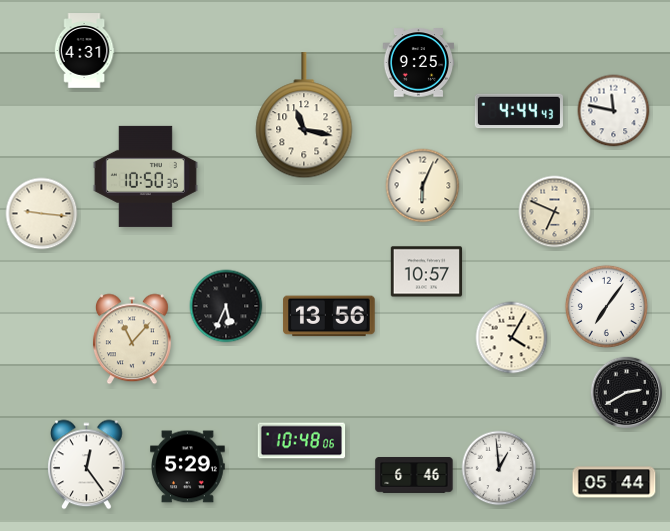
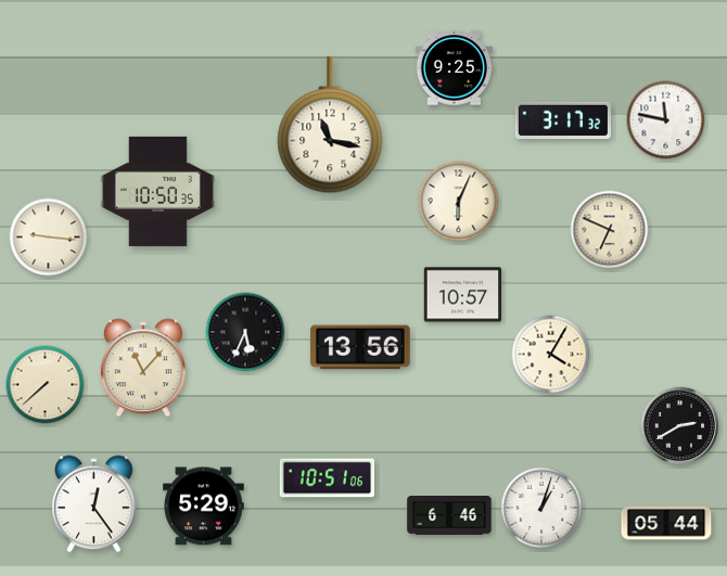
clock at (84, 51): 4:31 -> none
clock at (519, 111): 4:44 -> 3:17
clock at (555, 212) position: (555, 212) -> (610, 230)
clock at (42, 214) position: (42, 214) -> (49, 238)
clock at (606, 306): 7:06 -> none
clock at (329, 316) position: (329, 316) -> (360, 347)
clock at (512, 338) position: (512, 338) -> (551, 355)
clock at (46, 385): none -> 7:38
clock at (302, 441): 10:48 -> 10:51
clock at (499, 468): 12:59 -> 1:03
